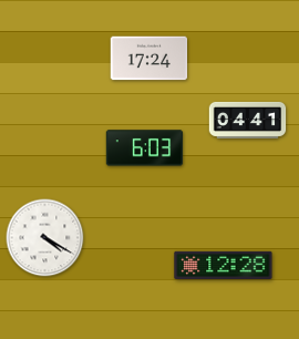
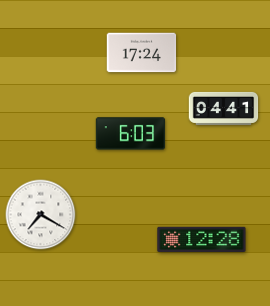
clock at (149, 59) position: (149, 59) -> (142, 53)
clock at (45, 238): 4:20 -> 7:20
